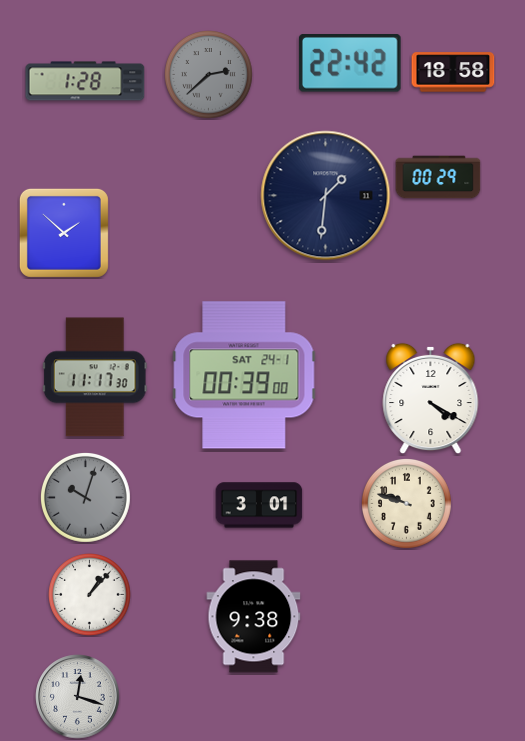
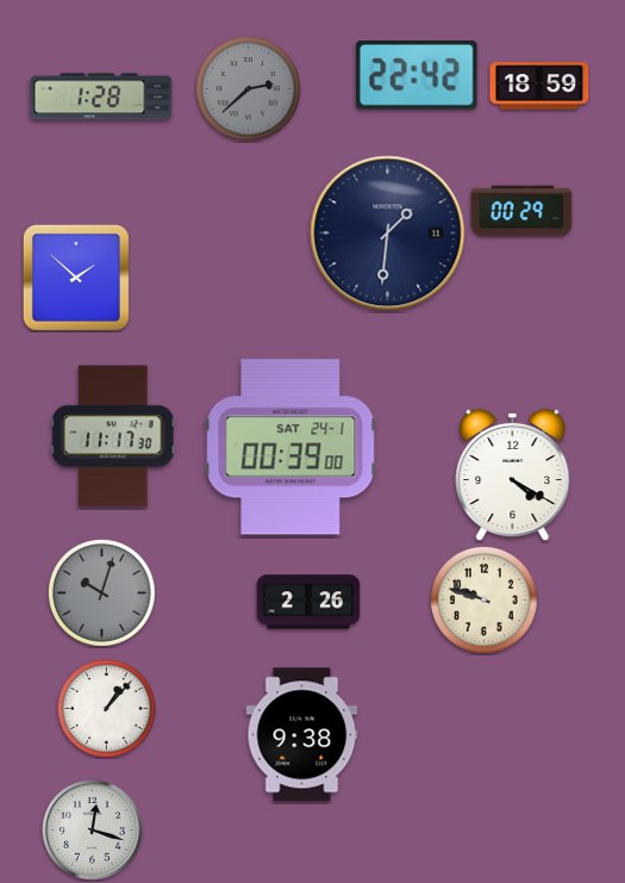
clock at (453, 72): 18:58 -> 18:59
clock at (95, 377) position: (95, 377) -> (113, 436)
clock at (259, 505): 3:01 -> 2:26
